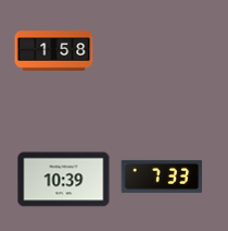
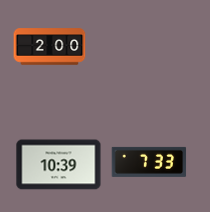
clock at (54, 51): 1:58 -> 2:00
